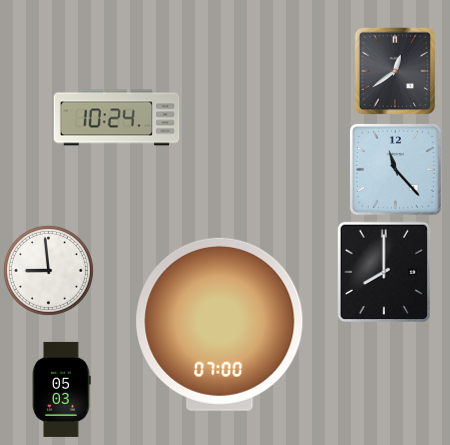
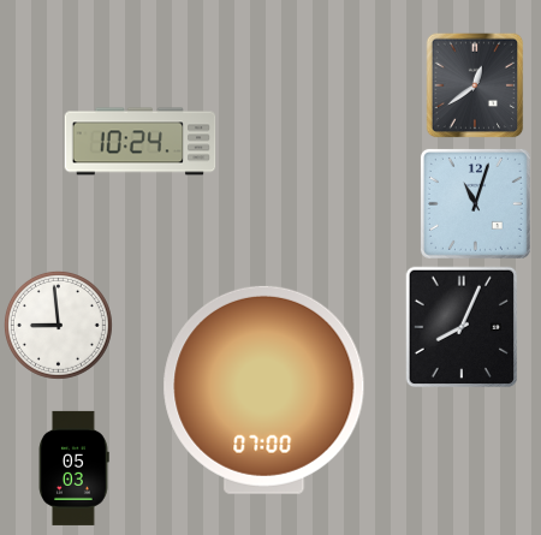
clock at (395, 169): 11:23 -> 11:03
clock at (384, 272): 8:00 -> 8:04
